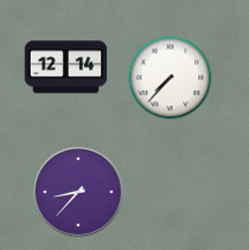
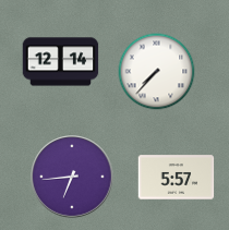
clock at (78, 192): 8:37 -> 6:44
clock at (177, 178): none -> 5:57
